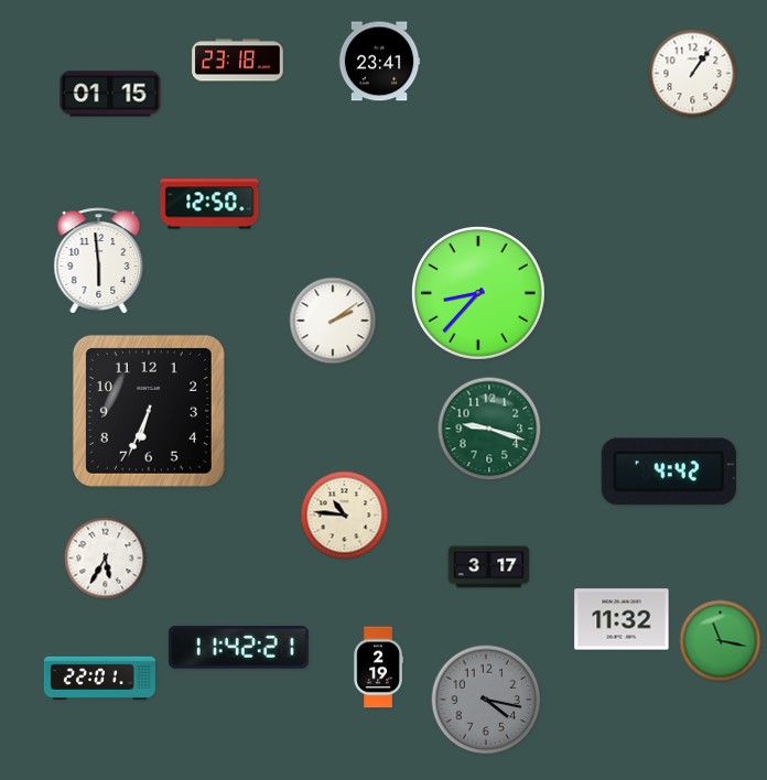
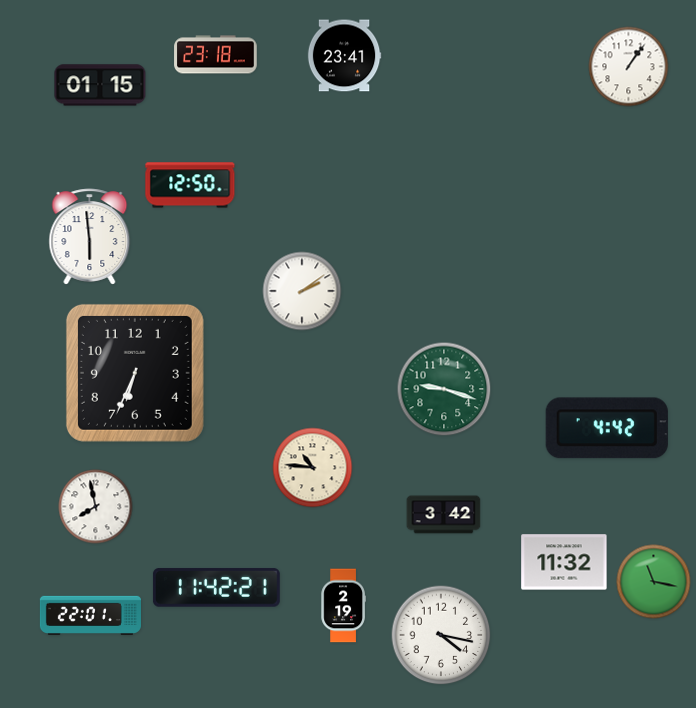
clock at (478, 293): 8:37 -> none
clock at (106, 559): 5:35 -> 7:58
clock at (489, 567): 3:17 -> 3:42
clock at (486, 700) dial: grey -> white
